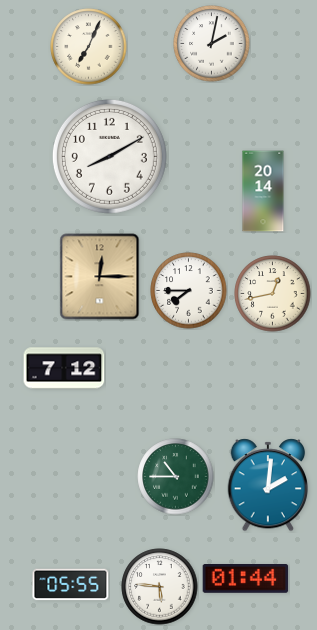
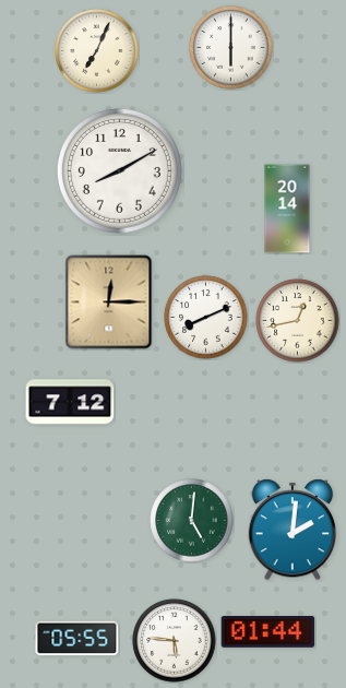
clock at (212, 44): 2:02 -> 6:00
clock at (189, 291): 7:45 -> 8:11
clock at (176, 477): 10:45 -> 5:01
